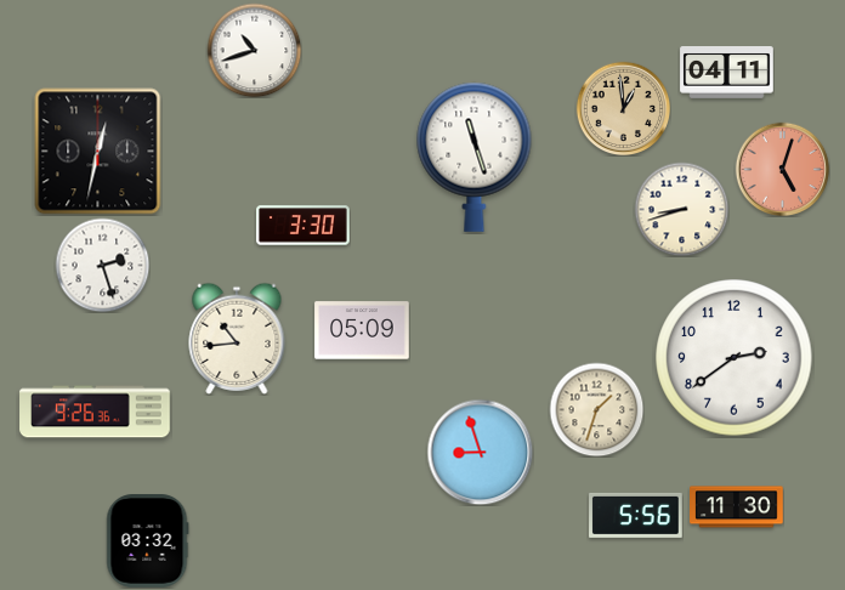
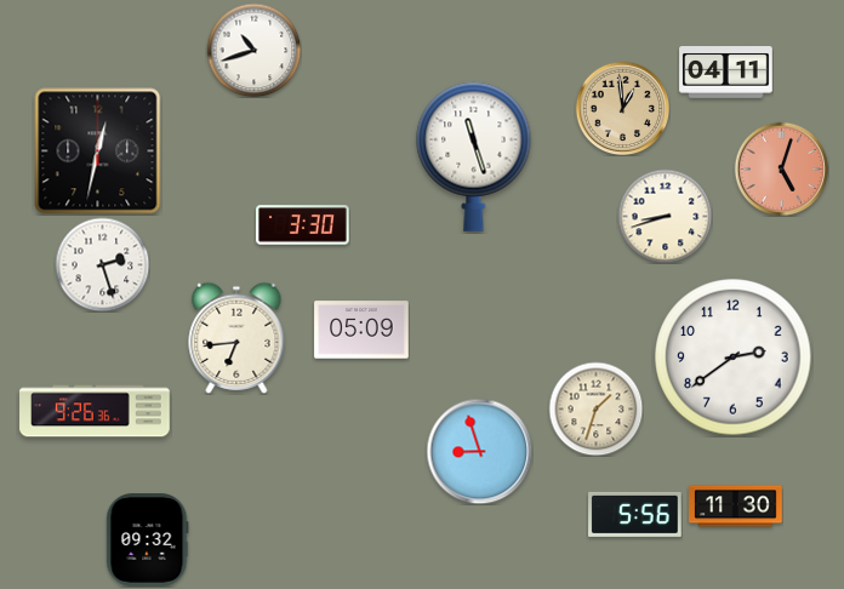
clock at (681, 209) position: (681, 209) -> (665, 216)
clock at (237, 339): 10:44 -> 6:44
clock at (148, 541): 03:32 -> 09:32
